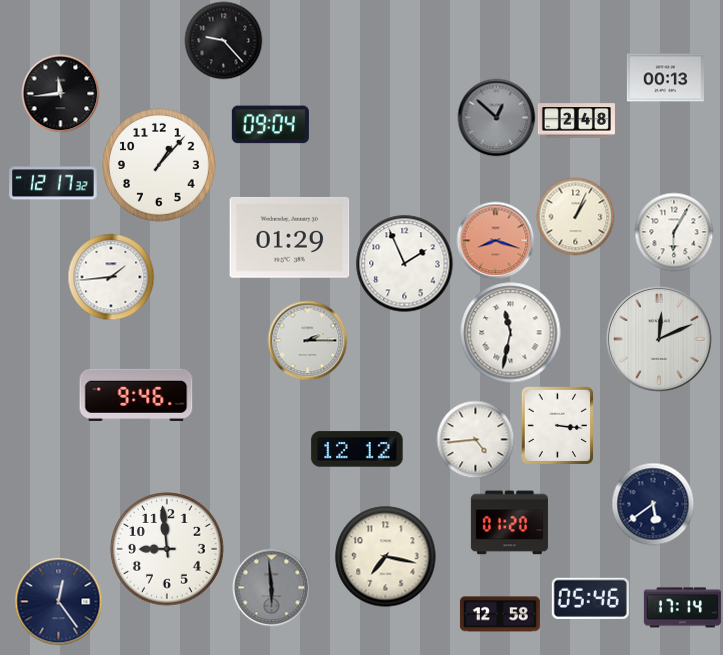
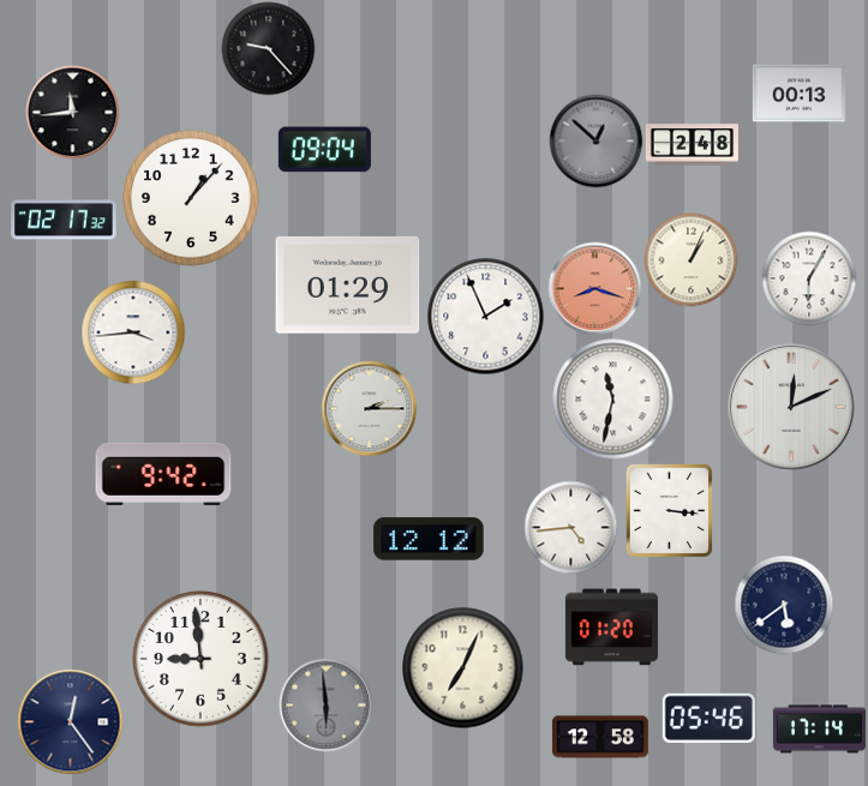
clock at (53, 183): 12:17 -> 02:17
clock at (111, 277): 1:44 -> 3:44
clock at (136, 395): 9:46 -> 9:42
clock at (386, 557): 7:17 -> 7:04
